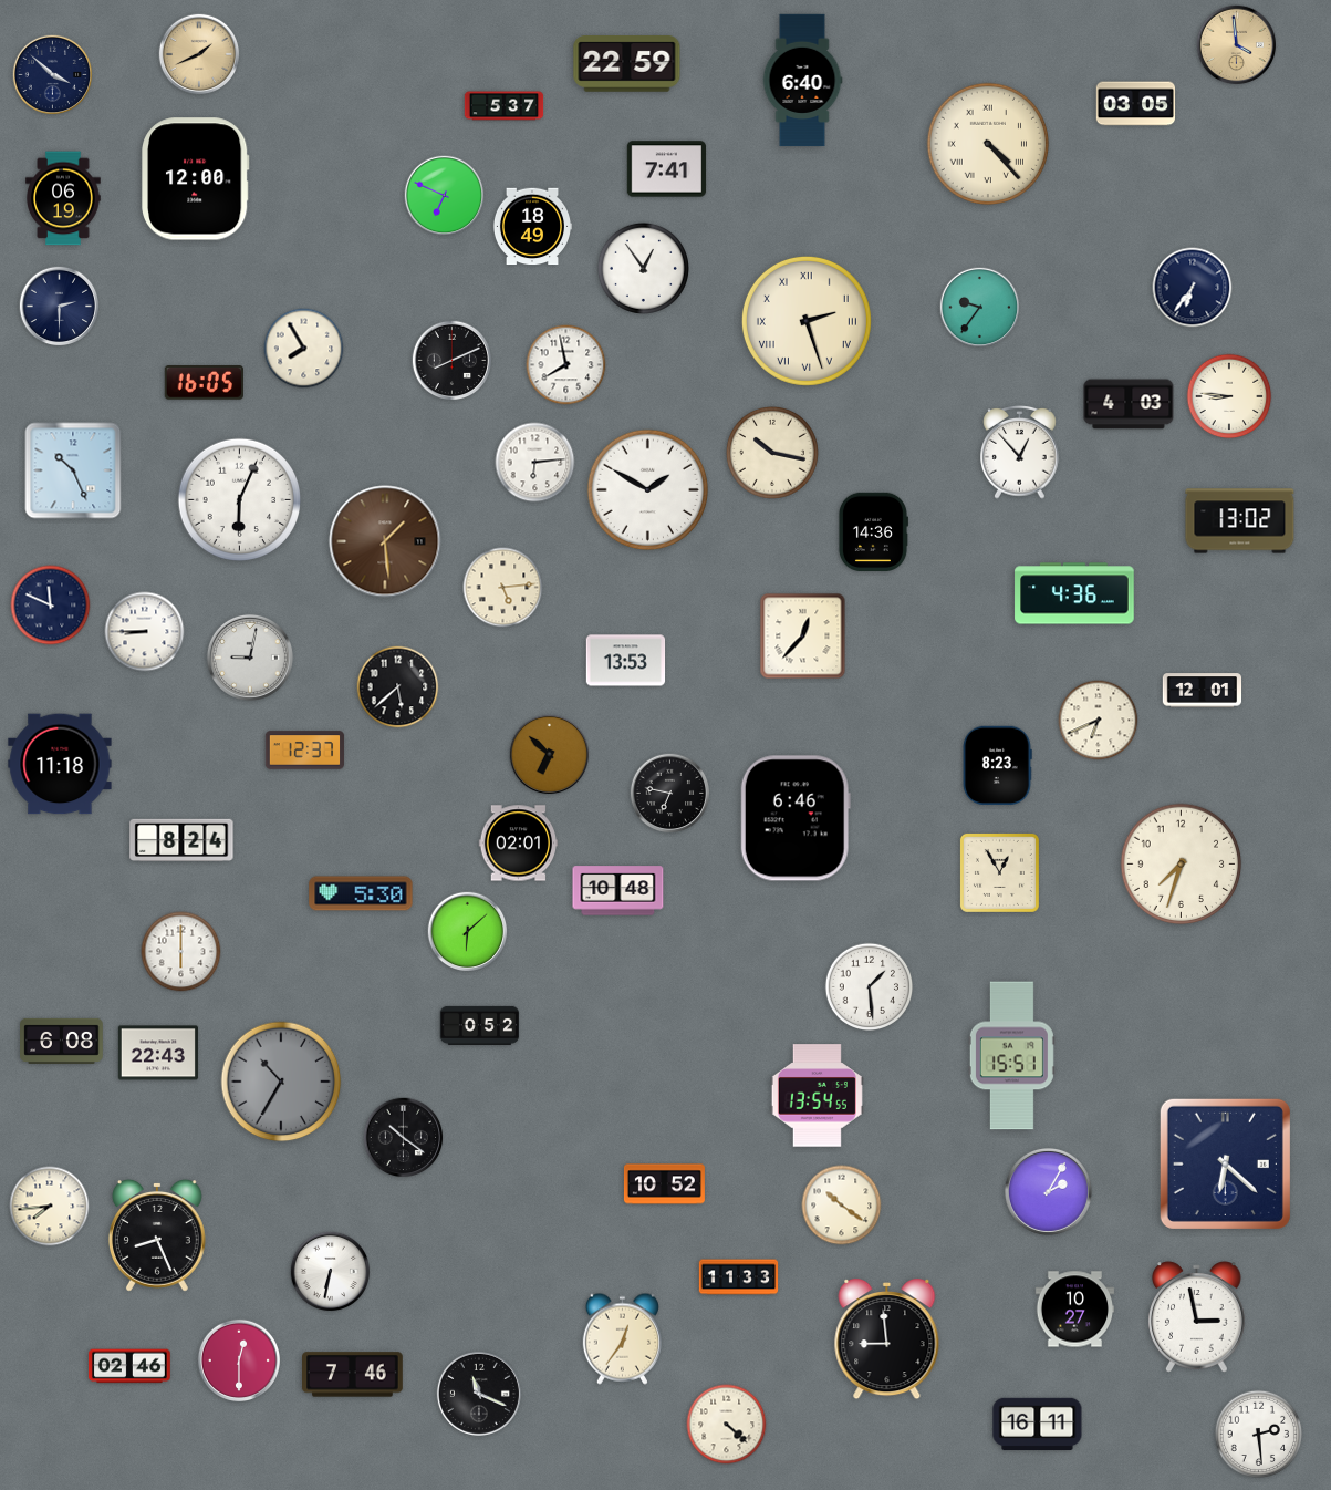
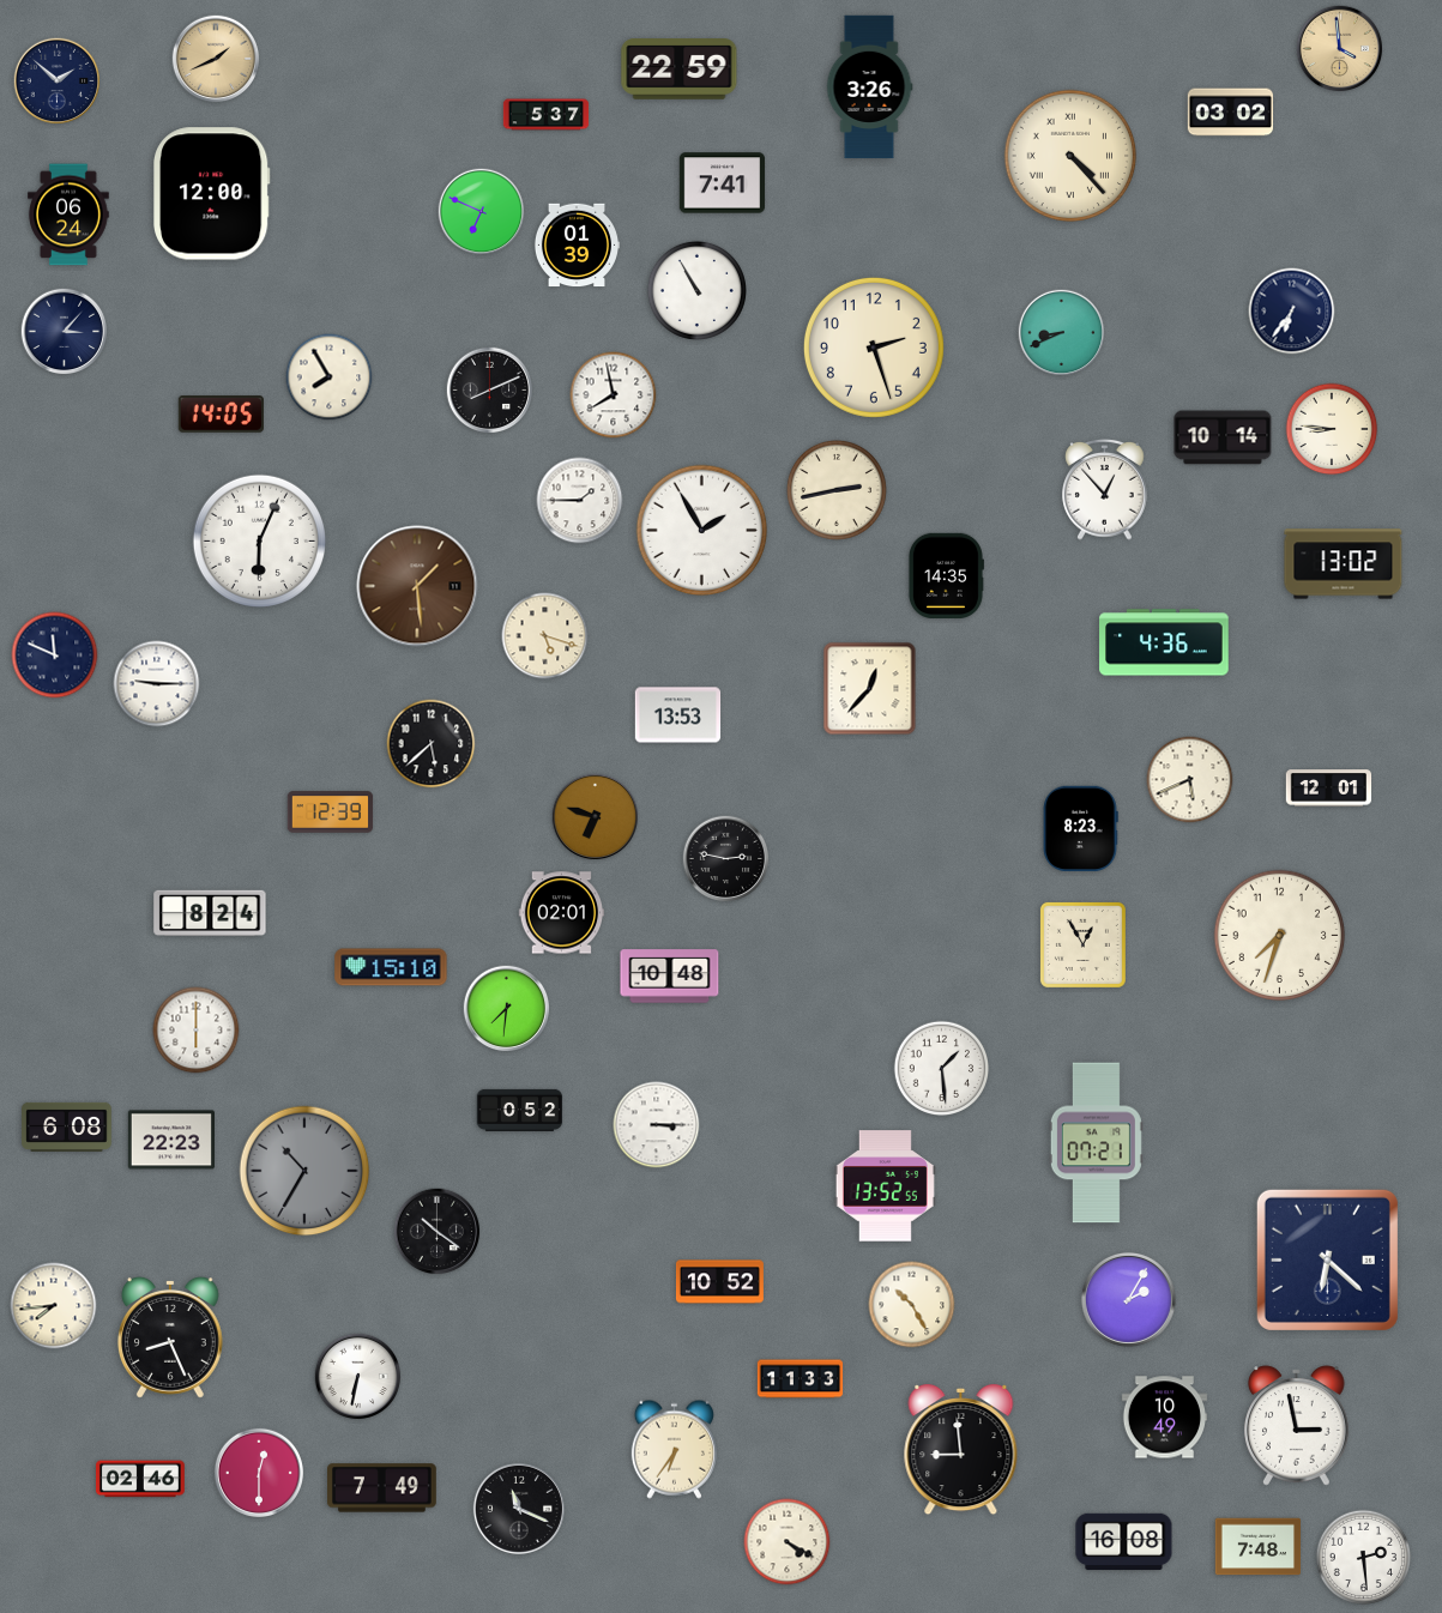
clock at (53, 75): 3:52 -> 1:52
clock at (802, 81): 6:40 -> 3:26
clock at (1136, 104): 03:05 -> 03:02
clock at (63, 198): 06:19 -> 06:24
clock at (532, 227): 18:49 -> 01:39
clock at (643, 268): 12:54 -> 10:55
clock at (60, 307): 2:30 -> 3:07
clock at (980, 308): 9:36 -> 8:41
clock at (807, 321) numerals: Roman -> Arabic
clock at (204, 383): 16:05 -> 14:05
clock at (1129, 404): 4:03 -> 10:14
clock at (772, 453): 10:17 -> 2:43
clock at (535, 463): 6:14 -> 1:45
clock at (73, 470): 10:26 -> none
clock at (648, 490): 1:50 -> 1:55
clock at (873, 531): 14:36 -> 14:35
clock at (503, 588): 5:14 -> 5:18
clock at (145, 632): 8:45 -> 9:15
clock at (250, 658): 9:02 -> none
clock at (1203, 691) position: (1203, 691) -> (1329, 789)
clock at (1099, 721): 6:41 -> 5:41
clock at (305, 751): 12:37 -> 12:39
clock at (550, 755): 6:52 -> 6:48
clock at (60, 764): 11:18 -> none
clock at (670, 794): 6:47 -> 2:47
clock at (796, 818): 6:46 -> none
clock at (181, 840) position: (181, 840) -> (210, 913)
clock at (618, 891) position: (618, 891) -> (670, 977)
clock at (361, 893): 5:30 -> 15:10
clock at (468, 932): 6:08 -> 7:31
clock at (657, 1125): none -> 3:15
clock at (158, 1053): 22:43 -> 22:23
clock at (1011, 1056): 15:51 -> 07:21
clock at (817, 1096): 13:54 -> 13:52
clock at (1048, 1191) position: (1048, 1191) -> (1128, 1299)
clock at (842, 1206): 10:21 -> 10:25
clock at (739, 1277) position: (739, 1277) -> (801, 1379)
clock at (1075, 1310): 10:27 -> 10:49
clock at (622, 1338): 12:36 -> 6:36
clock at (353, 1375): 7:46 -> 7:49
clock at (727, 1425): 4:22 -> 4:20
clock at (1038, 1425): 16:11 -> 16:08
clock at (1259, 1547): none -> 7:48
clock at (1259, 1435) position: (1259, 1435) -> (1364, 1558)
